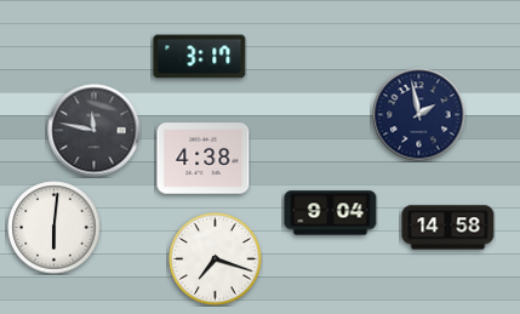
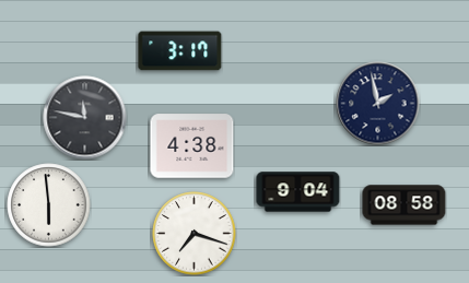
clock at (204, 159) position: (204, 159) -> (192, 146)
clock at (55, 228): 6:01 -> 5:59
clock at (448, 228): 14:58 -> 08:58
